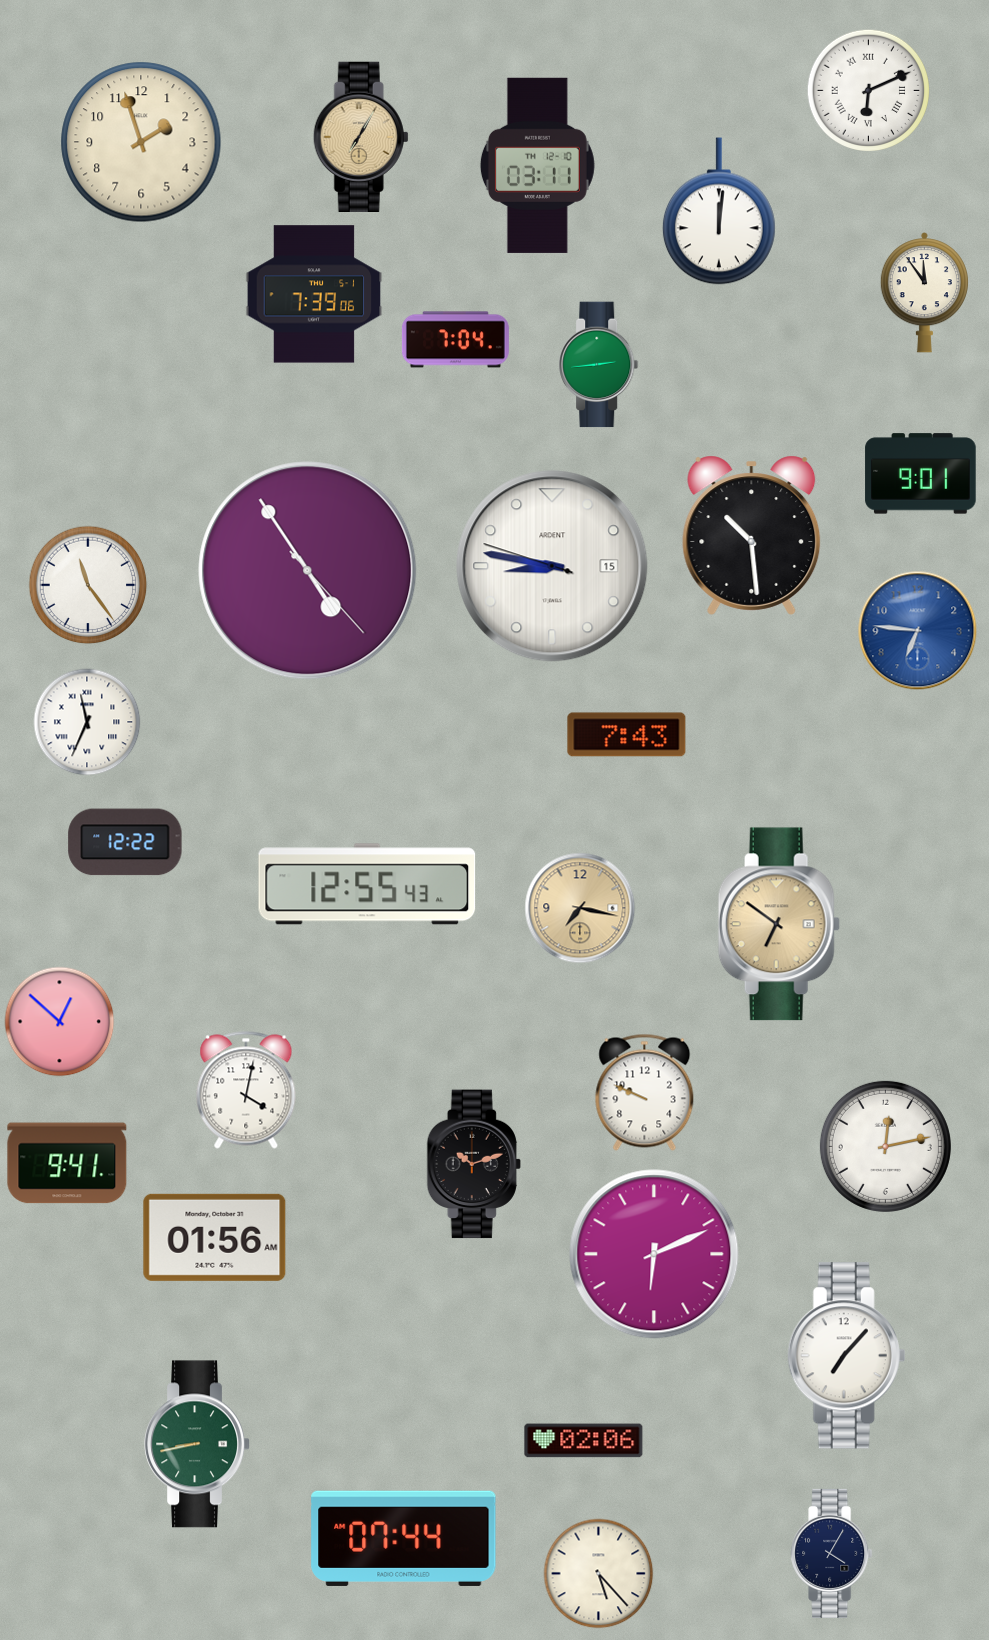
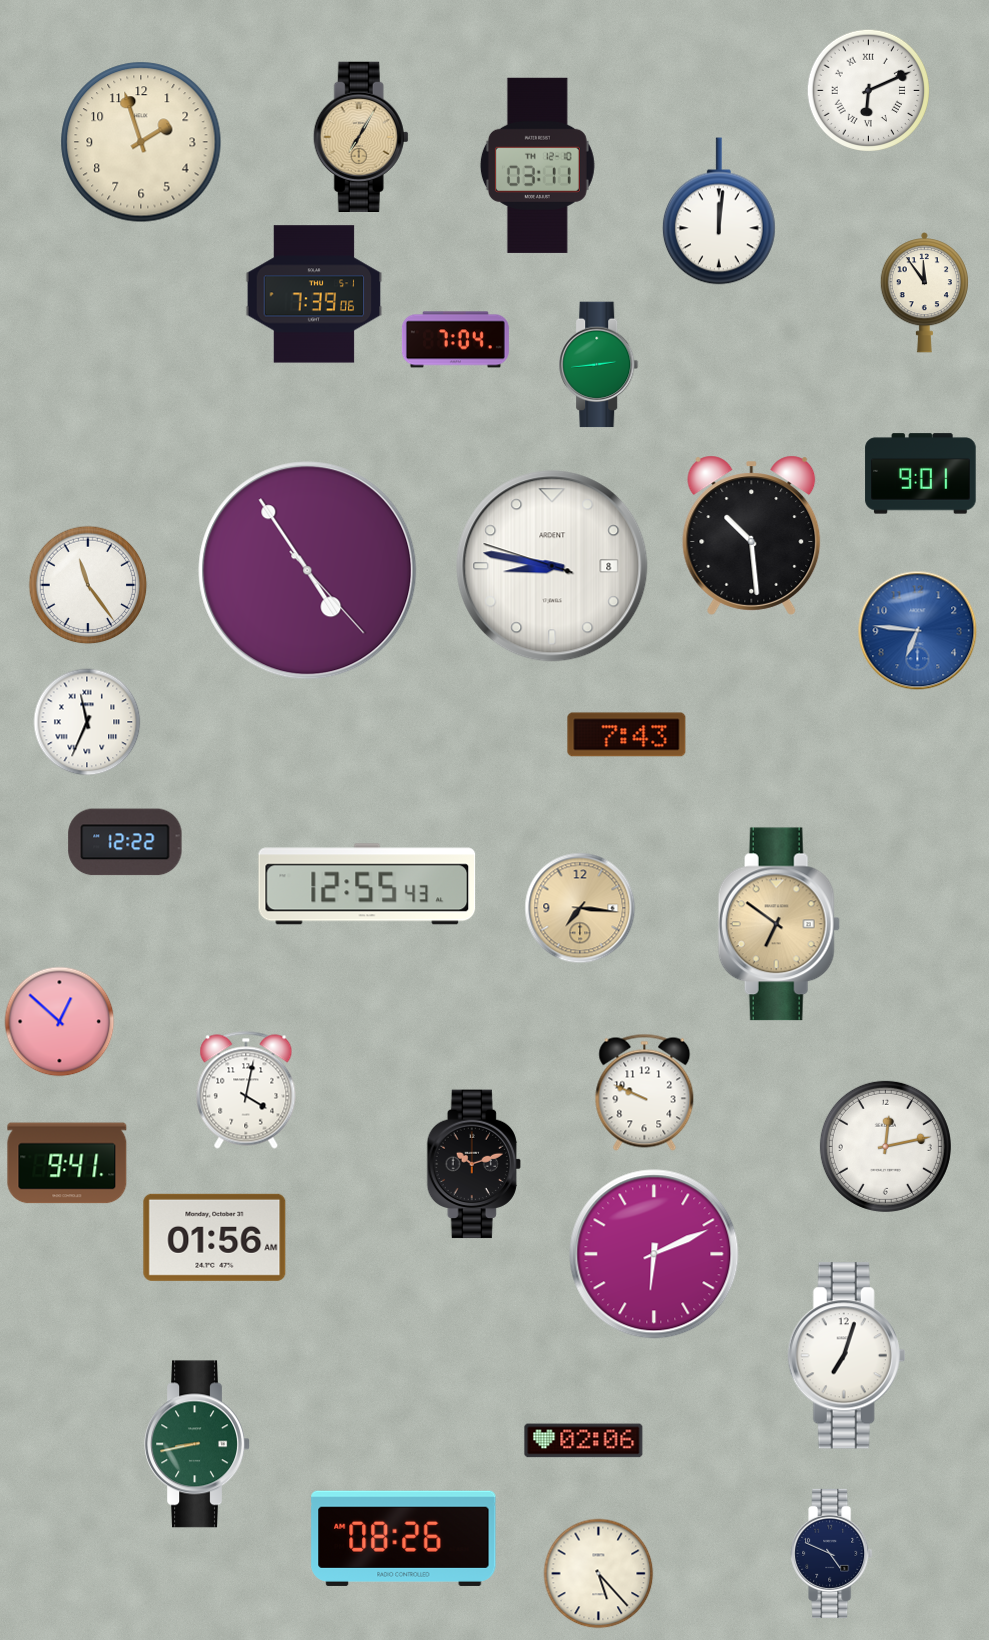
clock at (552, 566) date: 15 -> 8
clock at (580, 908): 7:17 -> 7:16
clock at (847, 1356): 7:07 -> 7:03
clock at (404, 1538): 07:44 -> 08:26
clock at (832, 1553): 4:05 -> 4:49
